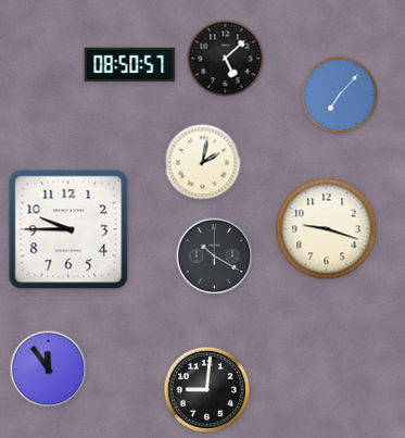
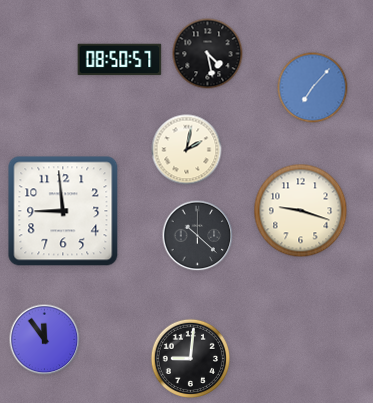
clock at (226, 59): 5:08 -> 4:28
clock at (68, 229): 9:45 -> 8:59
clock at (215, 256): 10:20 -> 10:22
